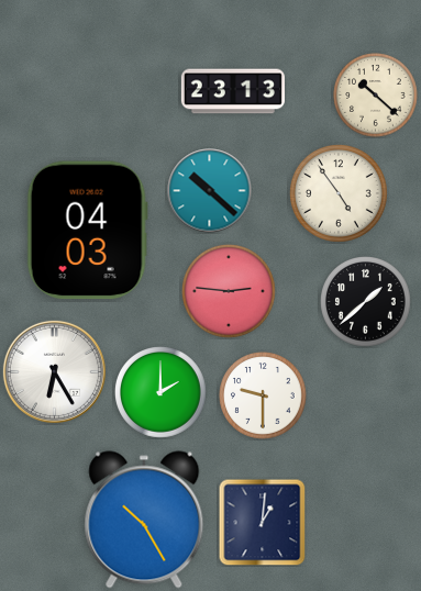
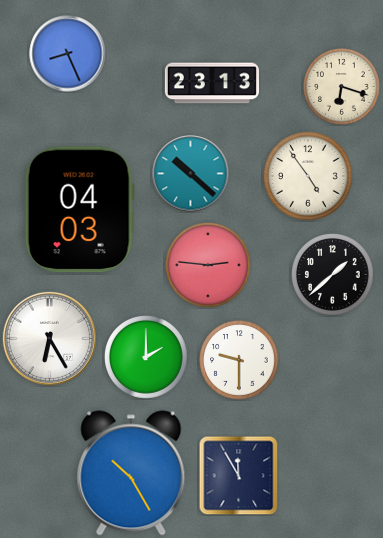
clock at (68, 54): none -> 8:26
clock at (376, 96): 10:22 -> 6:18
clock at (262, 522): 1:01 -> 11:55
